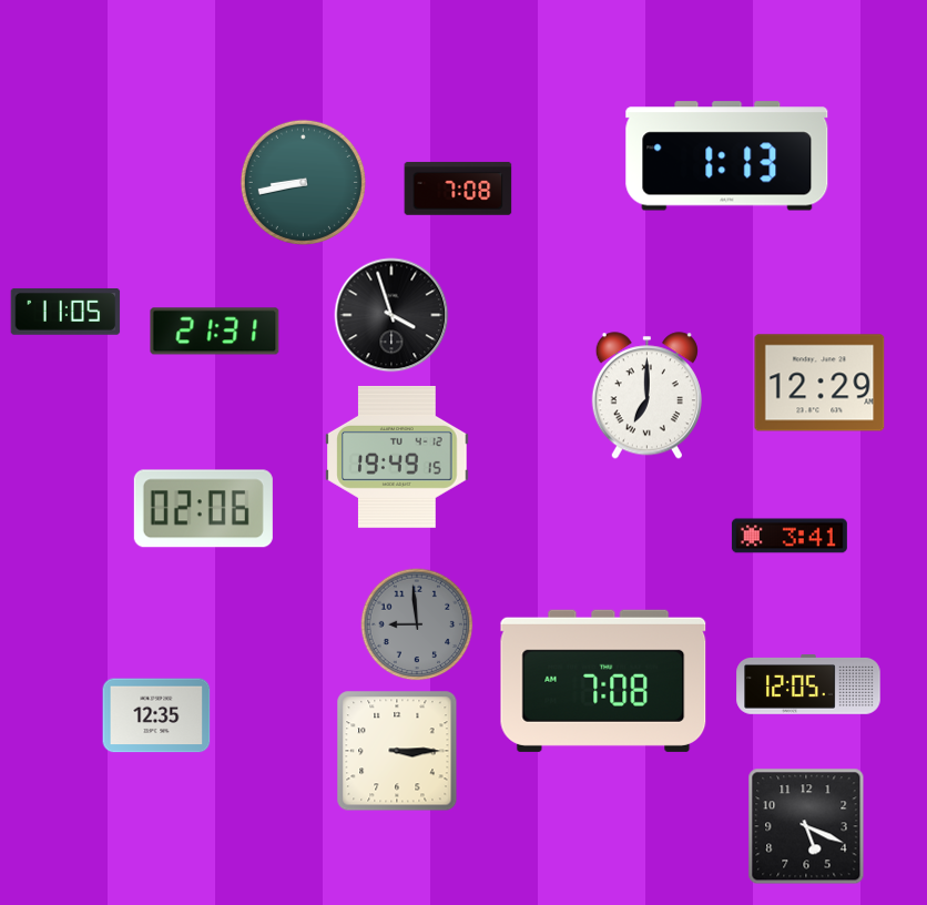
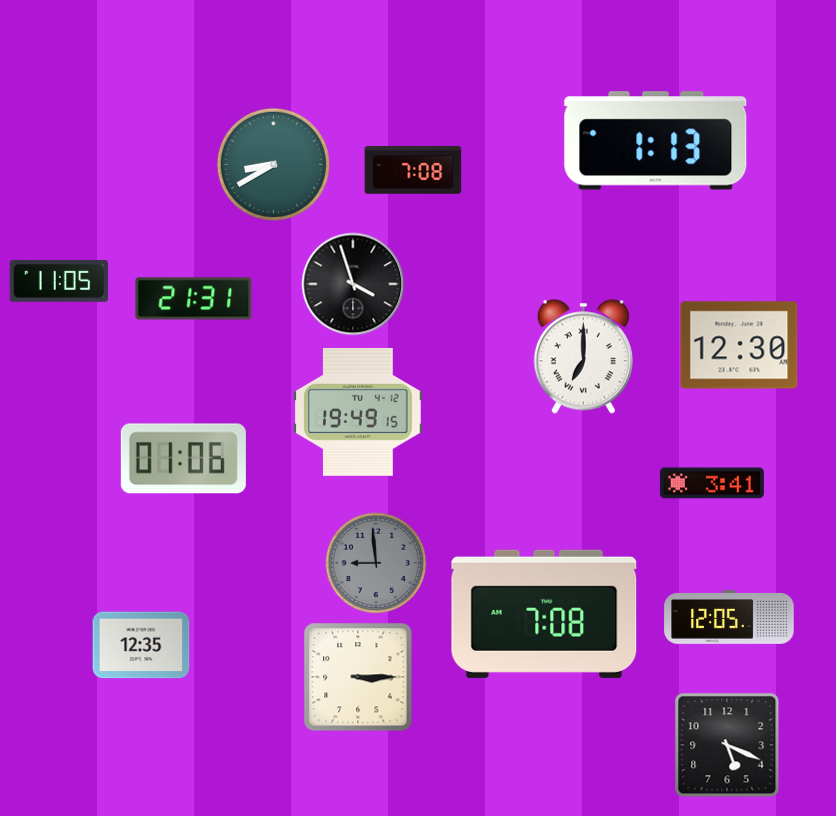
clock at (303, 182): 8:43 -> 8:40
clock at (819, 383): 12:29 -> 12:30
clock at (203, 509): 02:06 -> 01:06
